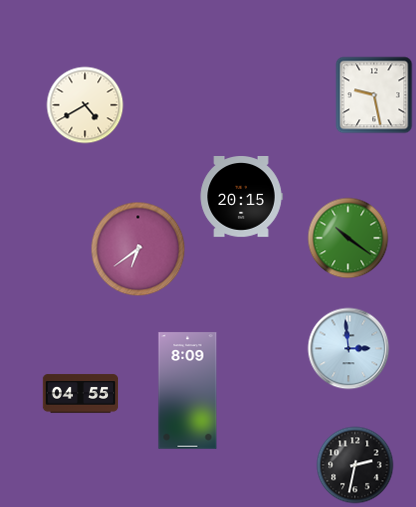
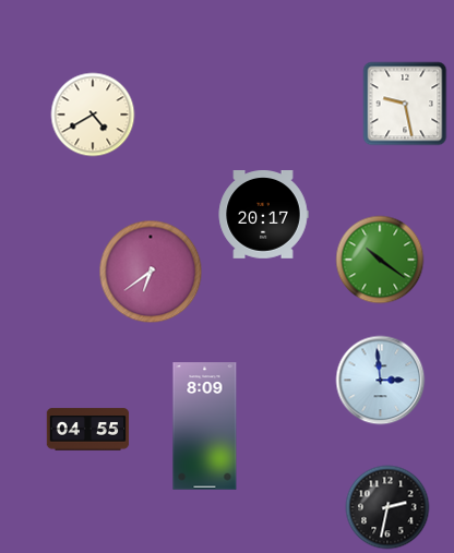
clock at (374, 95) position: (374, 95) -> (405, 104)
clock at (241, 197): 20:15 -> 20:17
